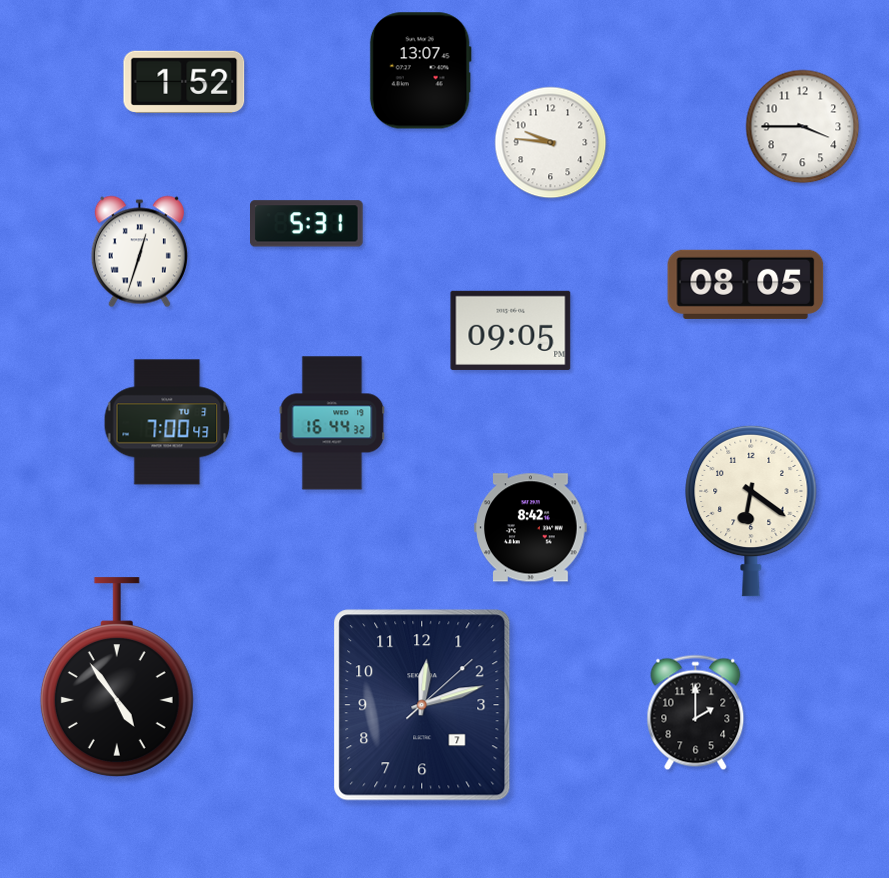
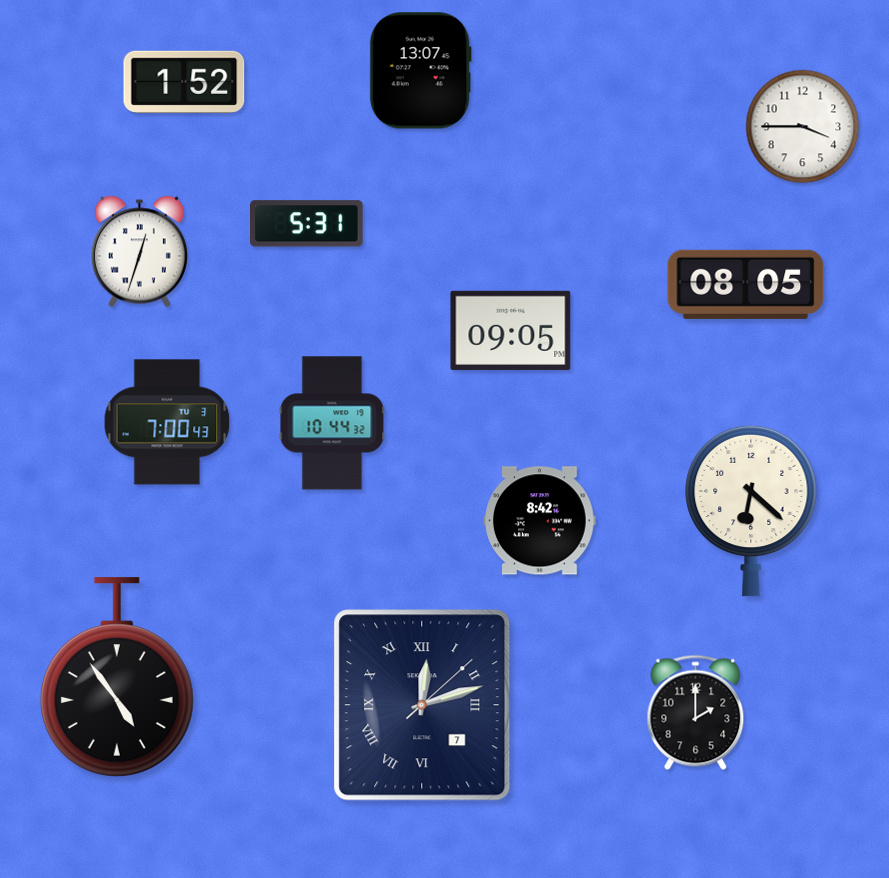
clock at (551, 143): 9:46 -> none
clock at (332, 423): 16:44 -> 10:44
clock at (751, 511): 6:21 -> 6:22
clock at (531, 528) position: (531, 528) -> (540, 521)
clock at (422, 705) numerals: Arabic -> Roman
